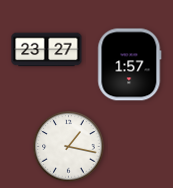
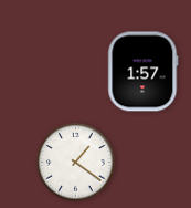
clock at (47, 50): 23:27 -> none
clock at (69, 147): 1:17 -> 1:21
